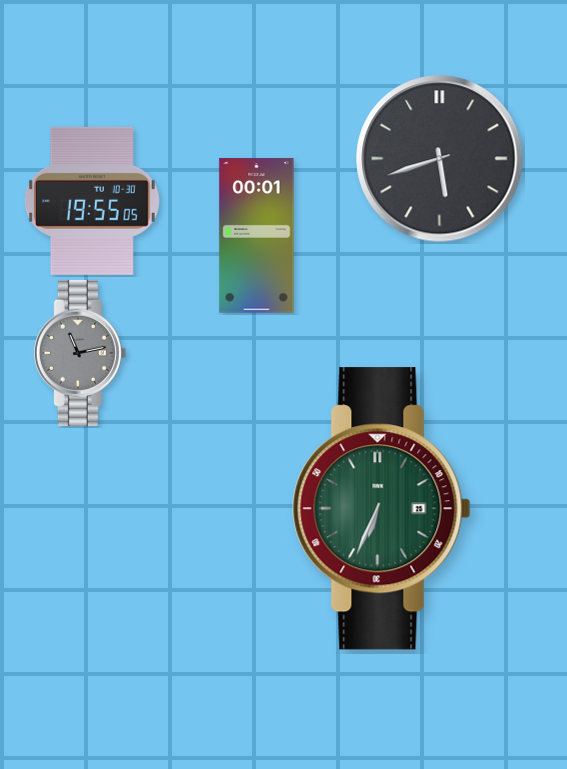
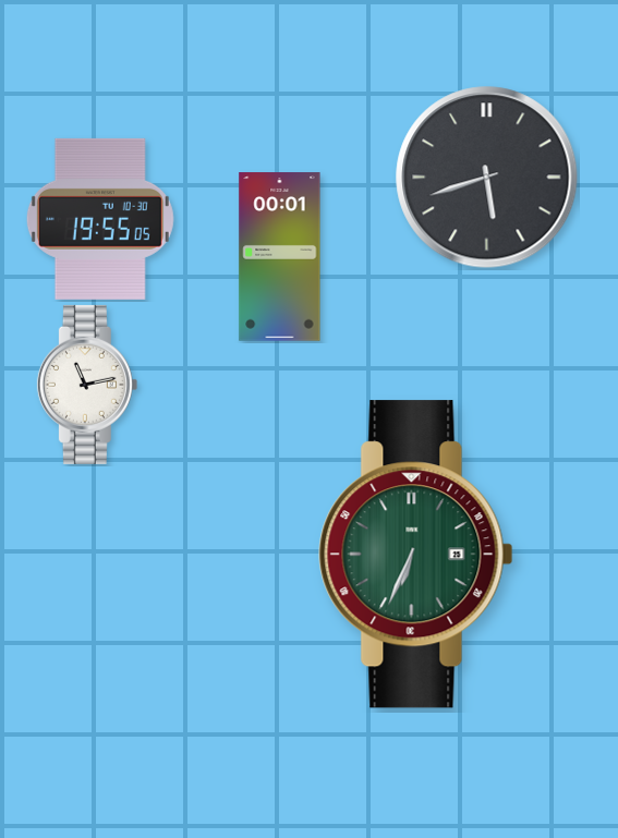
clock at (440, 159) position: (440, 159) -> (487, 178)
clock at (80, 353) dial: grey -> white
